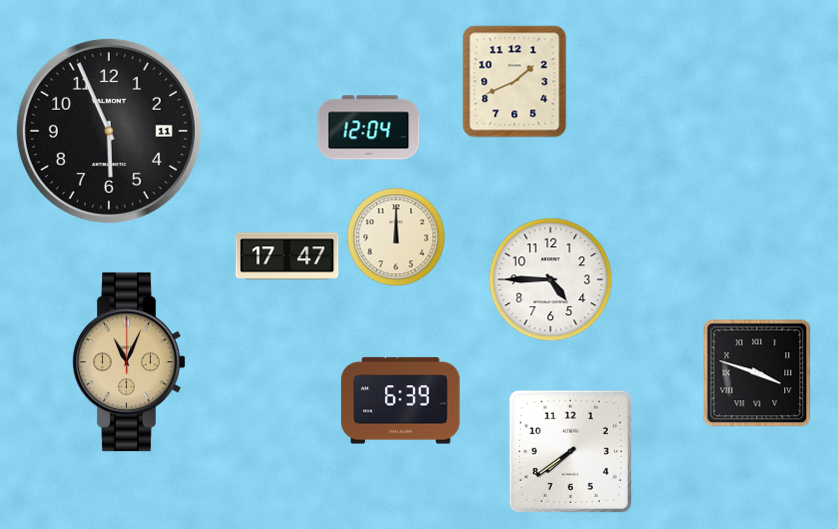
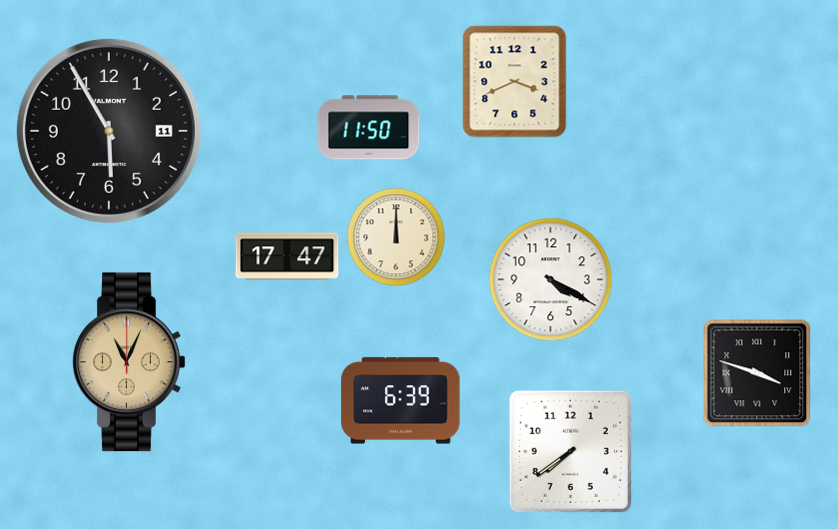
clock at (515, 82): 1:41 -> 3:41
clock at (369, 128): 12:04 -> 11:50
clock at (109, 131): 5:56 -> 5:55
clock at (551, 280): 4:45 -> 4:20
